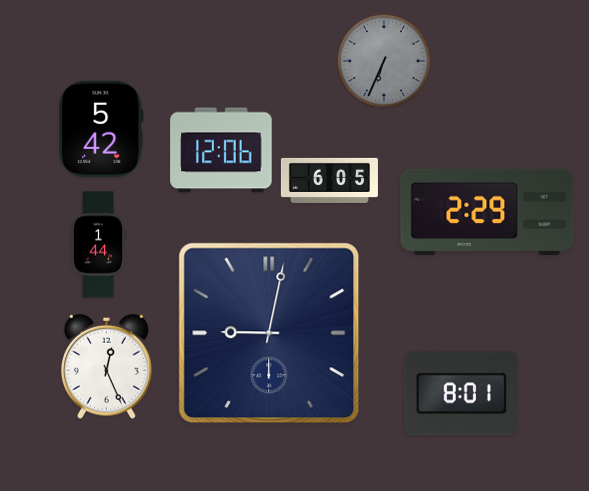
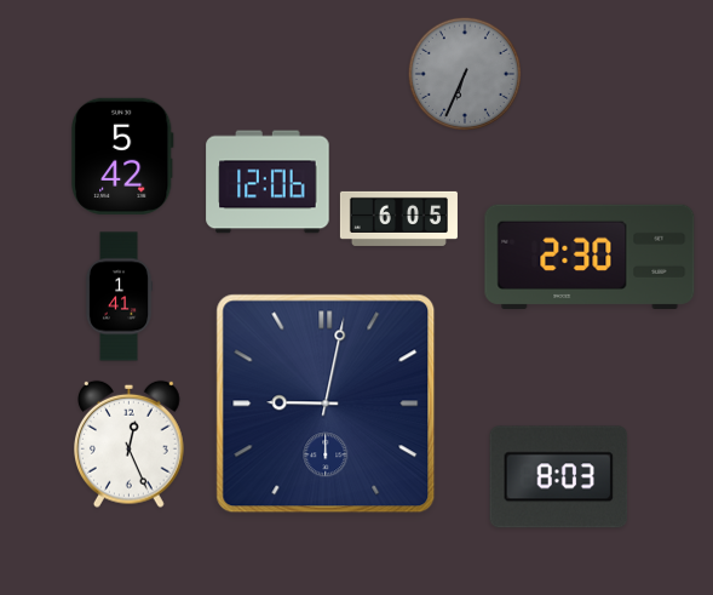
clock at (487, 212): 2:29 -> 2:30
clock at (98, 245): 1:44 -> 1:41
clock at (462, 394): 8:01 -> 8:03
